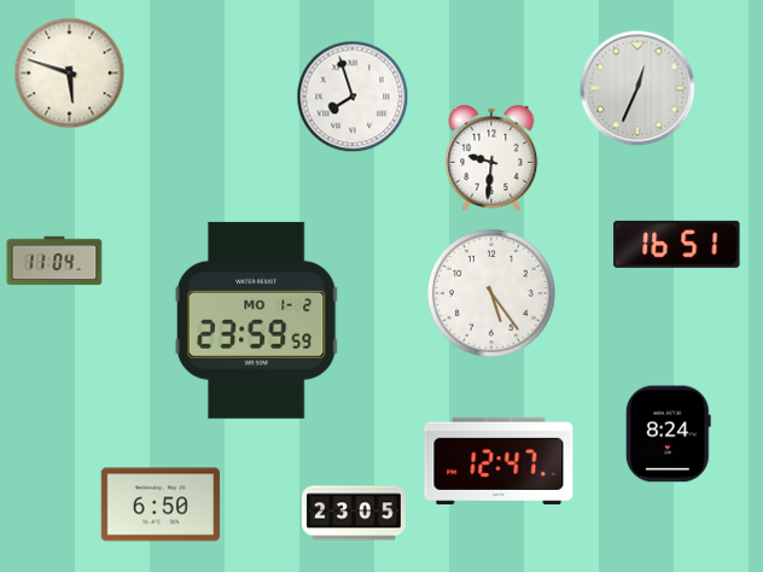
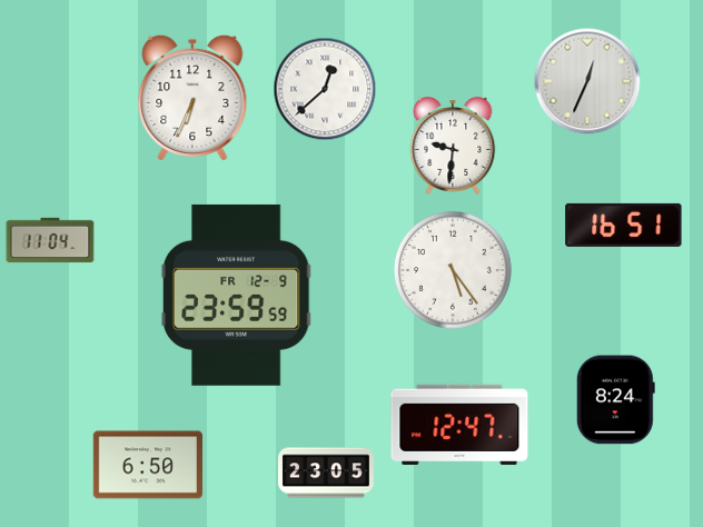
clock at (70, 74): 5:48 -> none
clock at (353, 97): 7:57 -> 12:38
clock at (192, 98): none -> 6:34
clock at (256, 320) date: MO 1-2 -> FR 12-9
